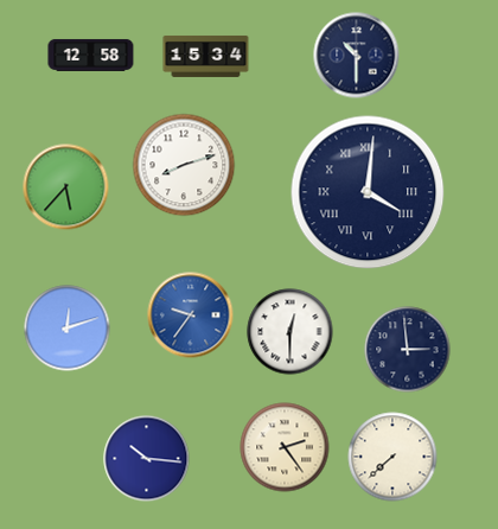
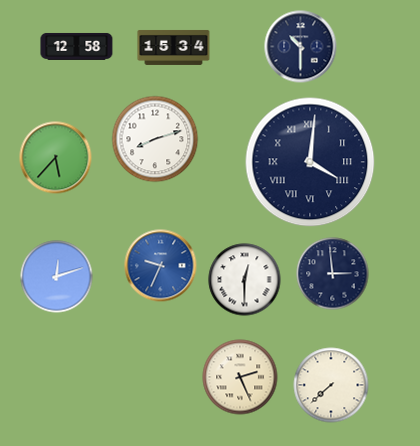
clock at (191, 316): 9:36 -> 9:34
clock at (408, 350) position: (408, 350) -> (333, 274)
clock at (285, 447): 2:24 -> 2:26
clock at (147, 459): 10:16 -> none
